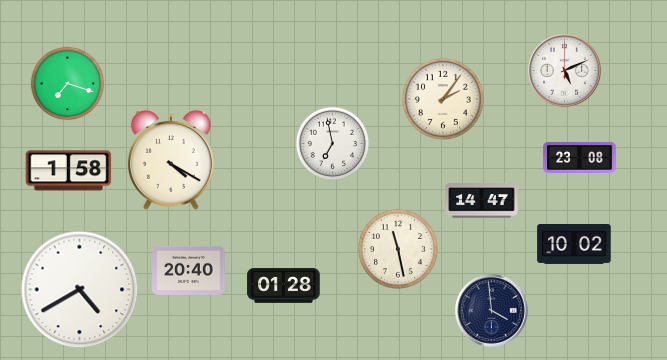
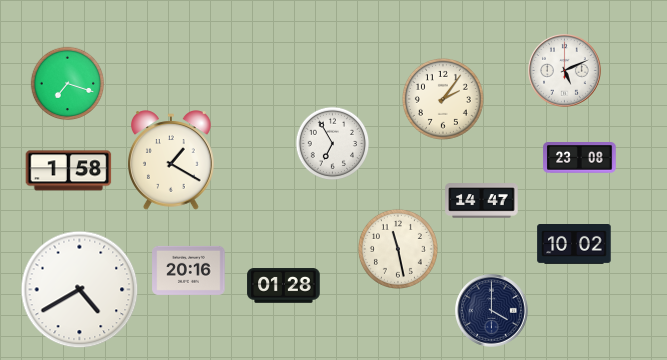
clock at (333, 144): 6:58 -> 6:55
clock at (171, 160): 4:20 -> 1:20
clock at (189, 270): 20:40 -> 20:16
clock at (492, 311): 3:59 -> 4:00
